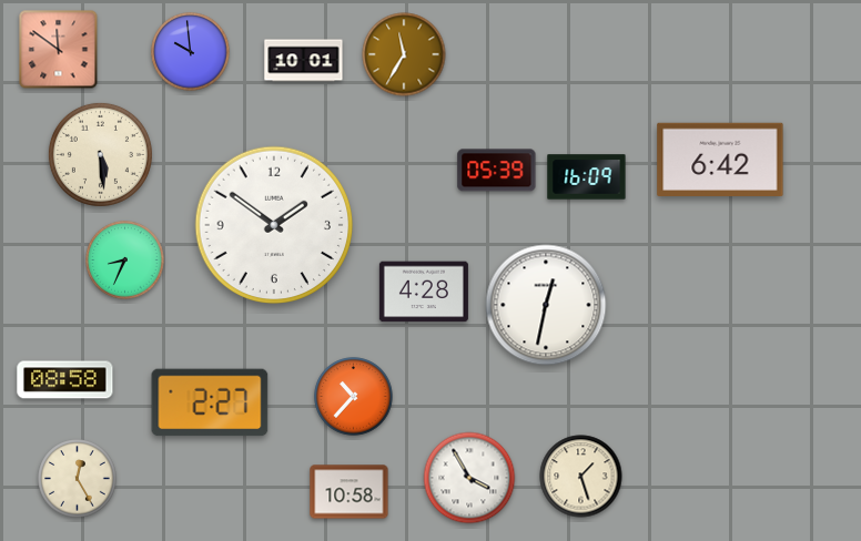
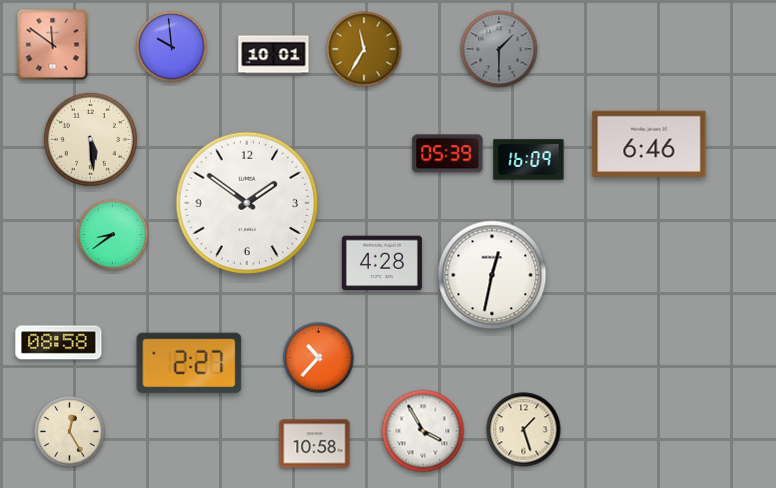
clock at (499, 49): none -> 1:30
clock at (720, 159): 6:42 -> 6:46
clock at (125, 261): 8:34 -> 8:39
